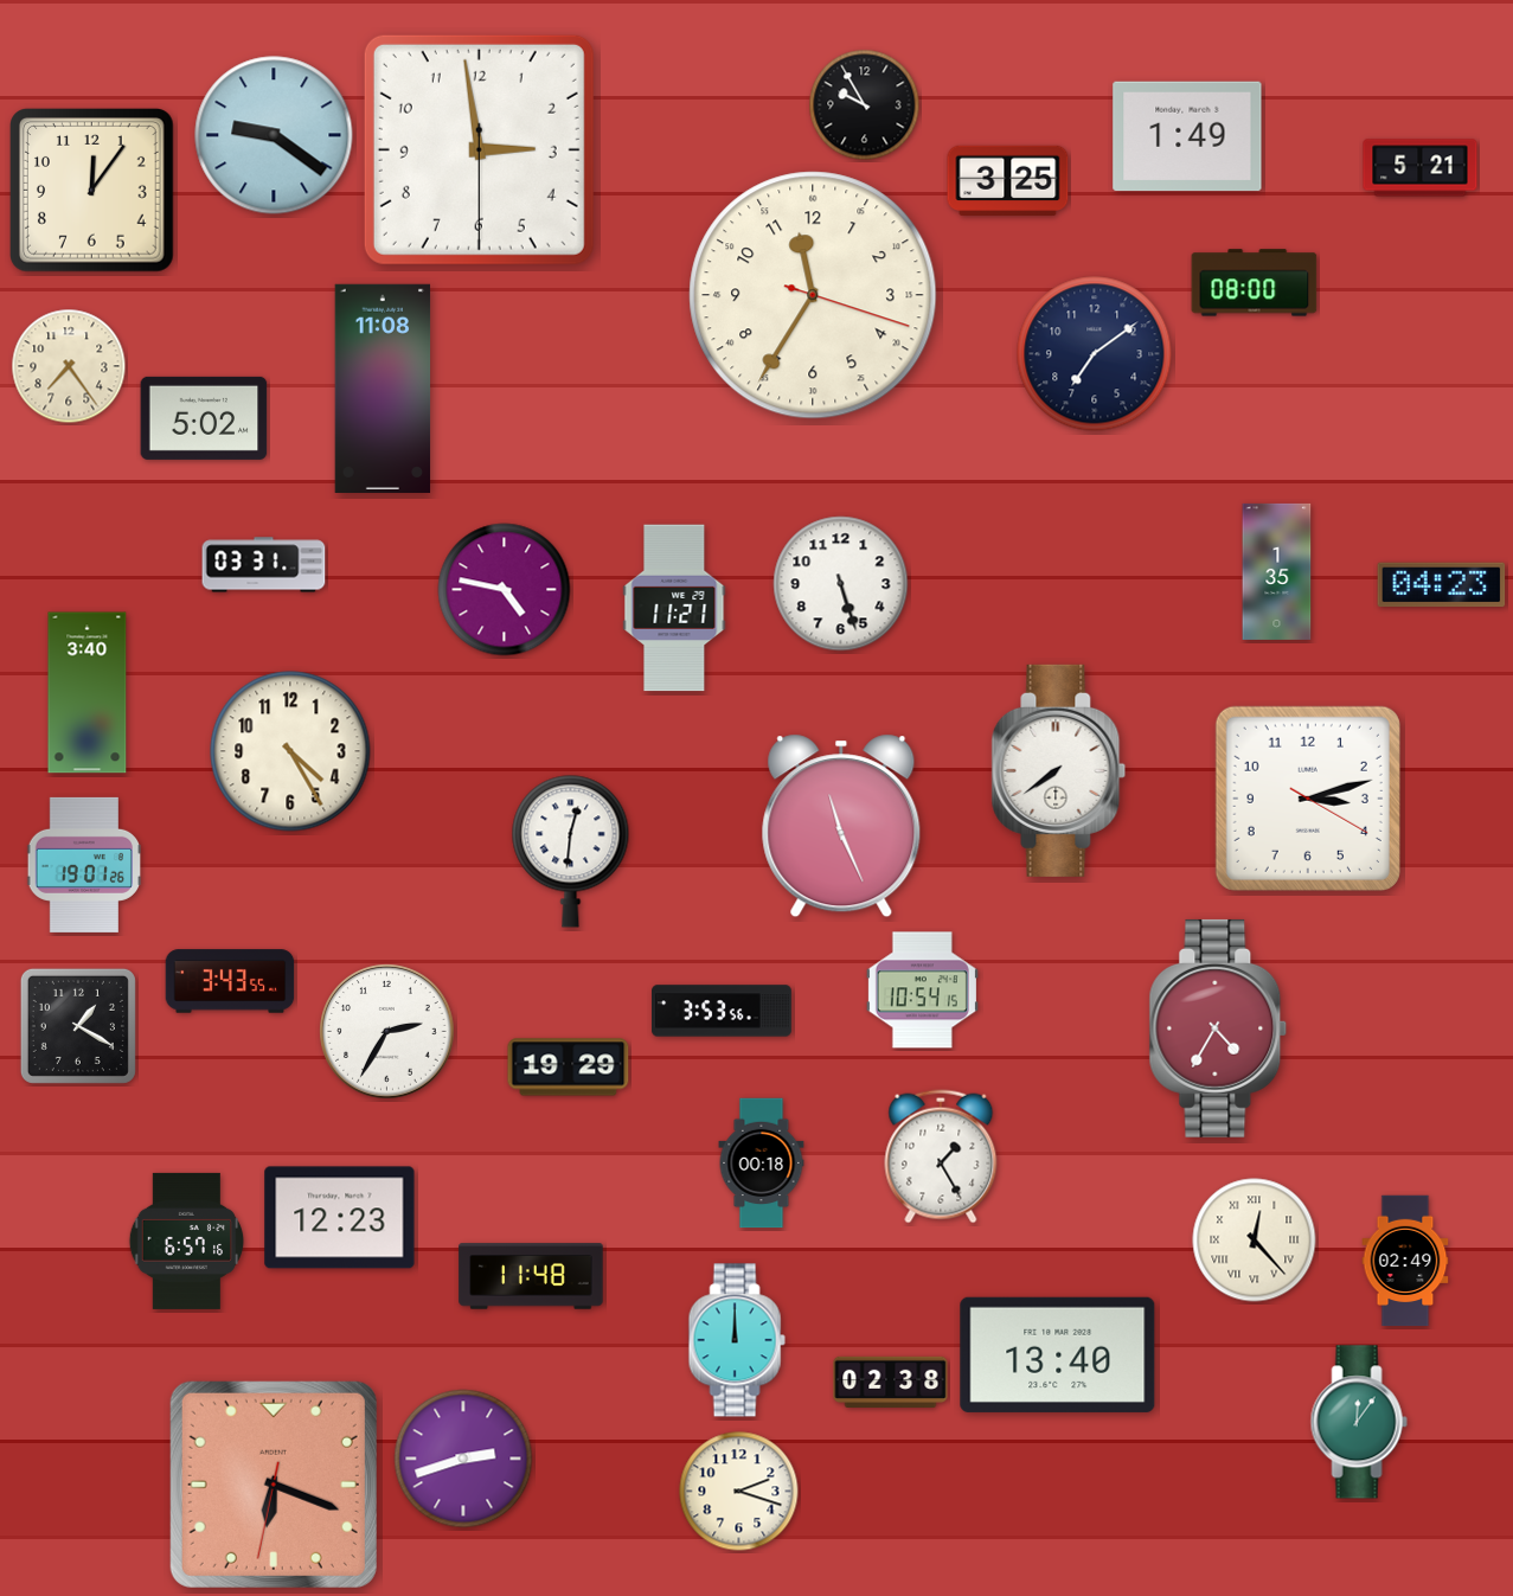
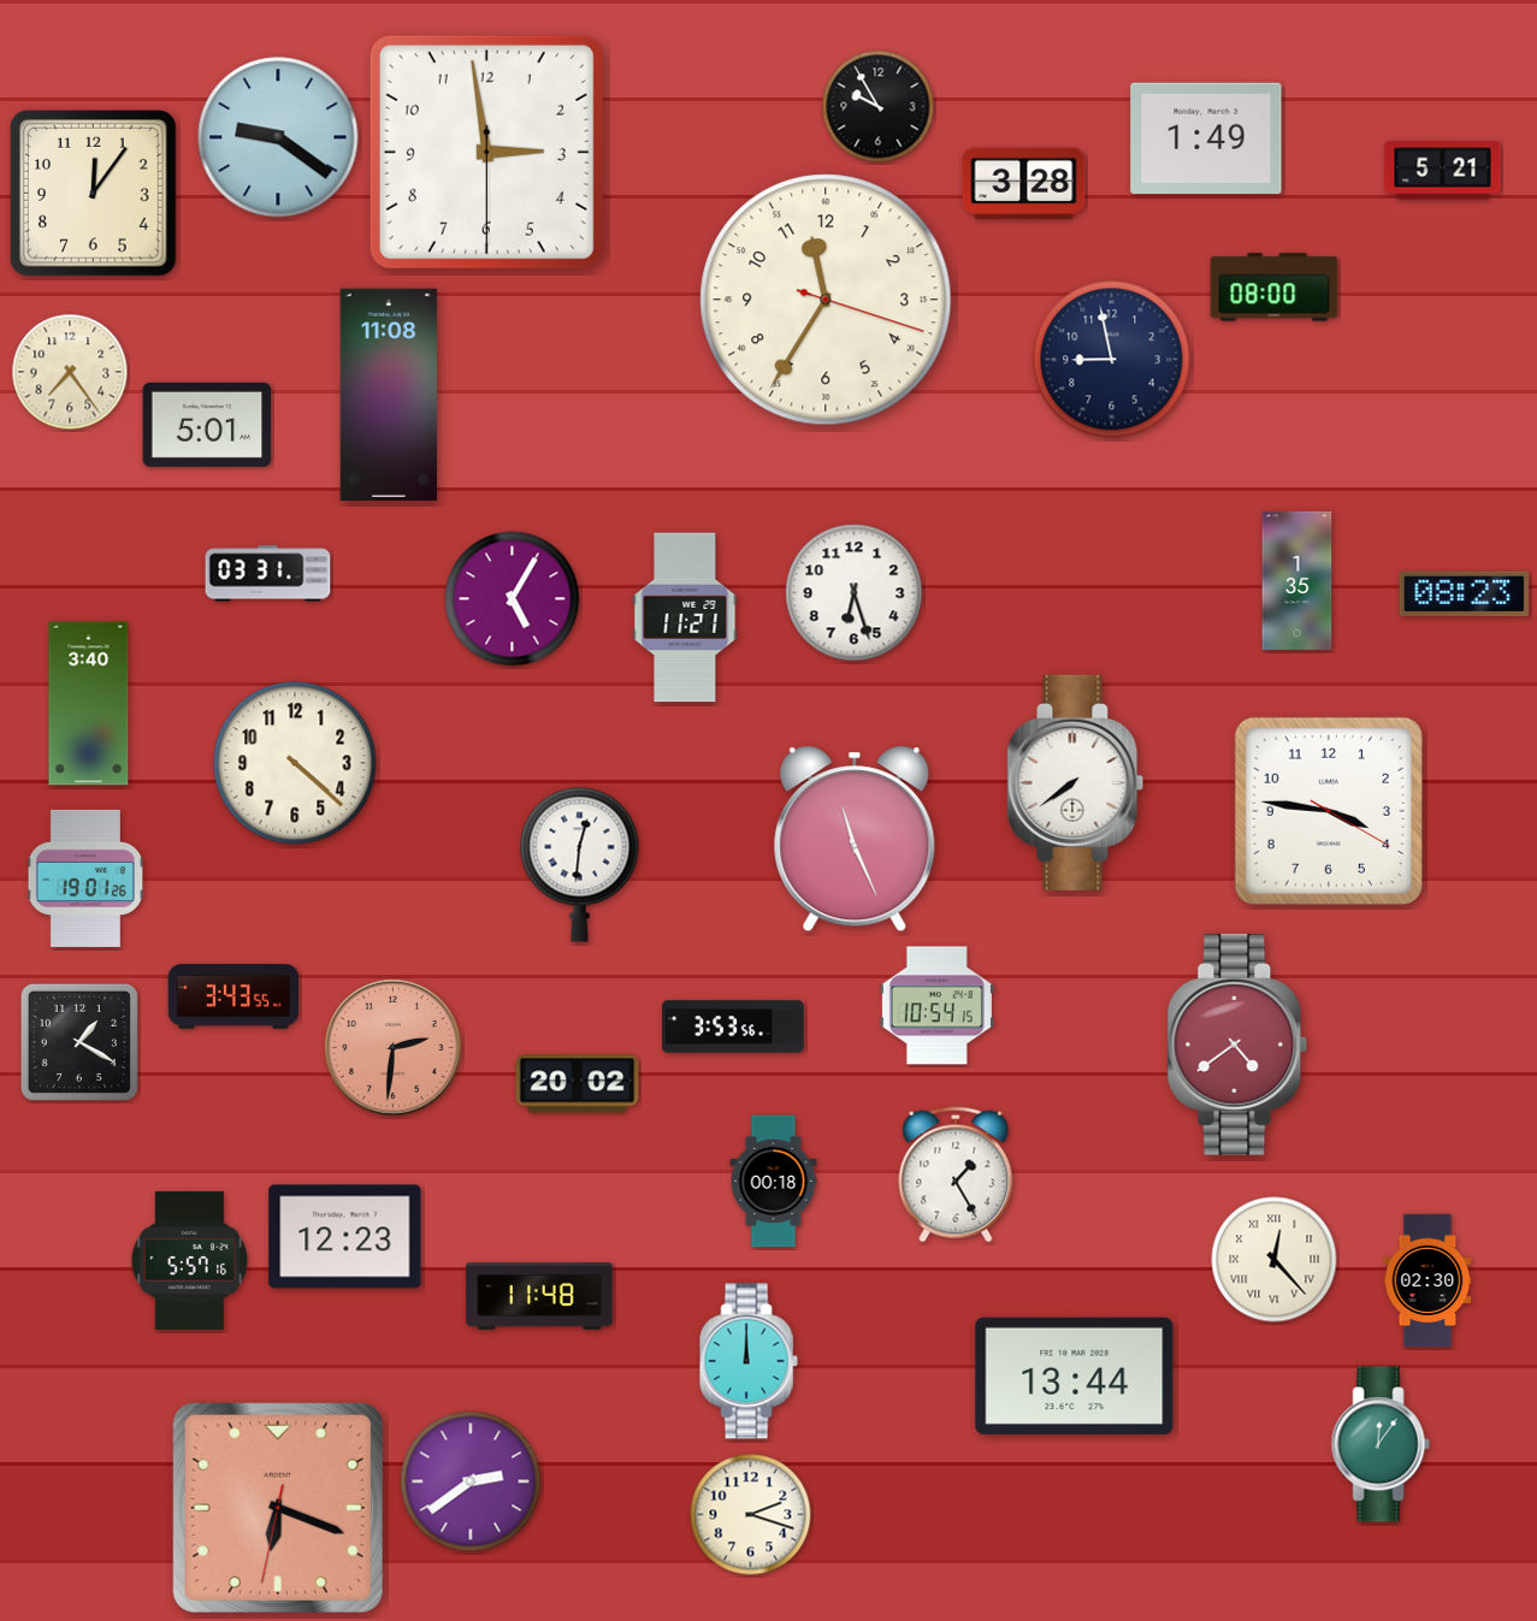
clock at (1008, 180): 3:25 -> 3:28
clock at (1095, 354): 7:09 -> 8:58
clock at (204, 418): 5:02 -> 5:01
clock at (841, 584): 5:27 -> 6:27
clock at (1442, 585): 04:23 -> 08:23
clock at (505, 590): 4:47 -> 5:05
clock at (290, 751): 4:25 -> 4:22
clock at (1308, 799): 3:12 -> 3:46
clock at (1218, 1028): 4:35 -> 4:39
clock at (387, 1032): 2:35 -> 2:31
clock at (387, 1032) dial: white -> salmon
clock at (569, 1068): 19:29 -> 20:02
clock at (187, 1241): 6:57 -> 5:57
clock at (1405, 1261): 02:49 -> 02:30
clock at (1058, 1354): 13:40 -> 13:44
clock at (891, 1382): 02:38 -> none
clock at (463, 1459): 2:42 -> 2:39
